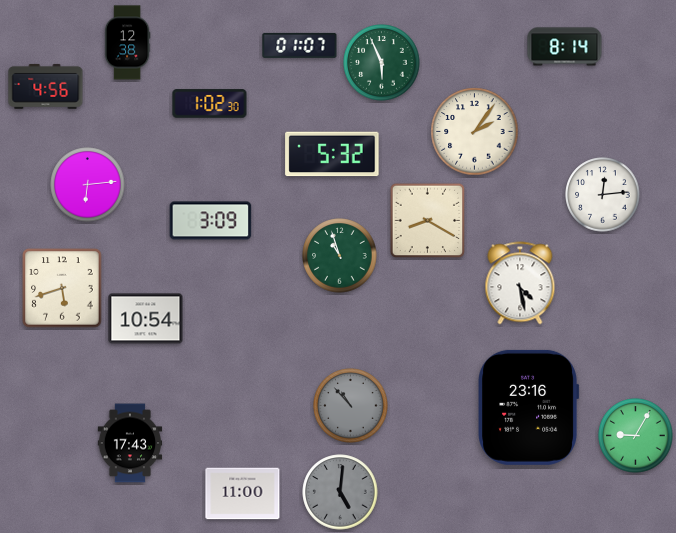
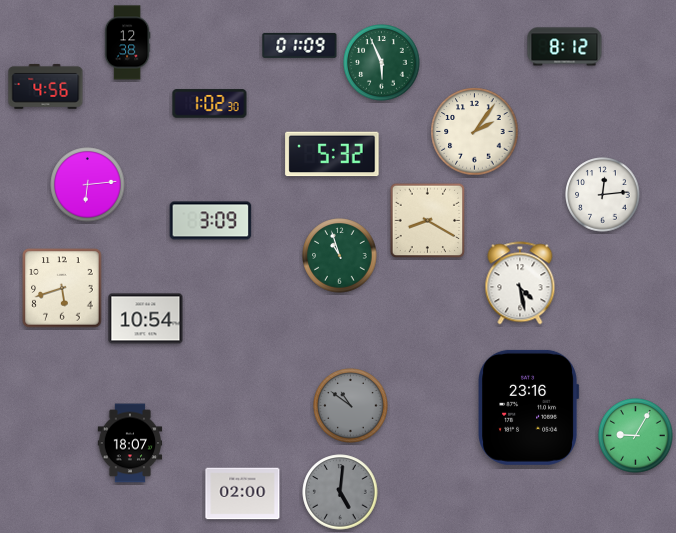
clock at (300, 45): 01:07 -> 01:09
clock at (565, 47): 8:14 -> 8:12
clock at (351, 406): 10:53 -> 10:51
clock at (130, 443): 17:43 -> 18:07
clock at (243, 494): 11:00 -> 02:00
